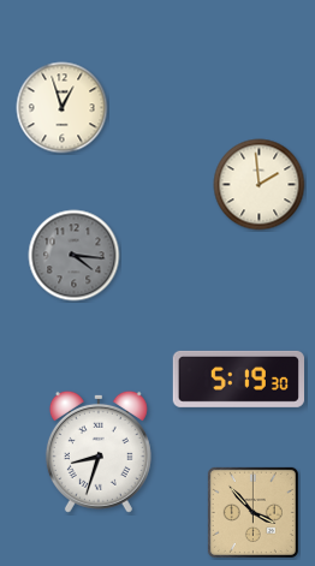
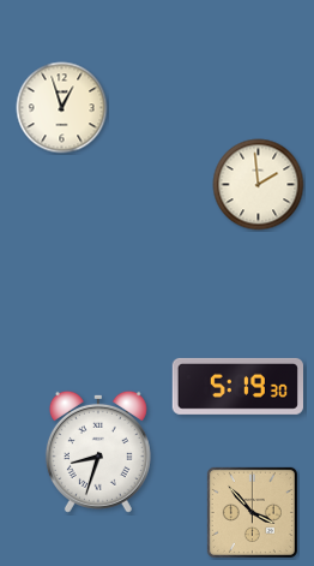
clock at (75, 256): 4:16 -> none
clock at (238, 379) position: (238, 379) -> (237, 386)
